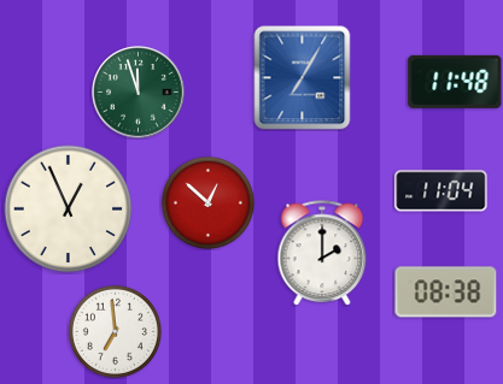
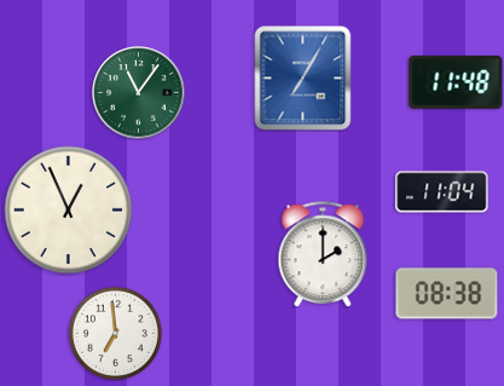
clock at (139, 93): 11:57 -> 11:06
clock at (207, 202): 12:52 -> none
